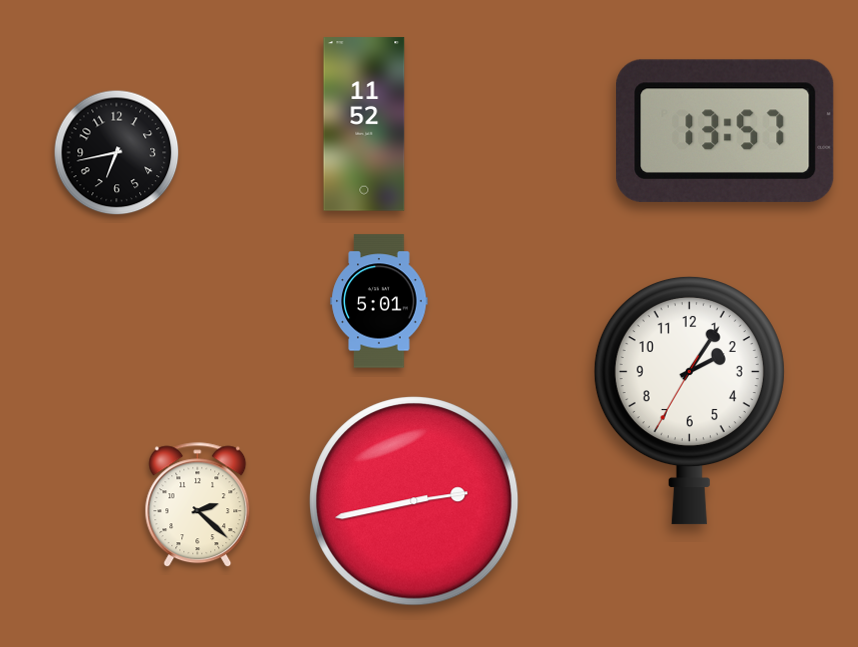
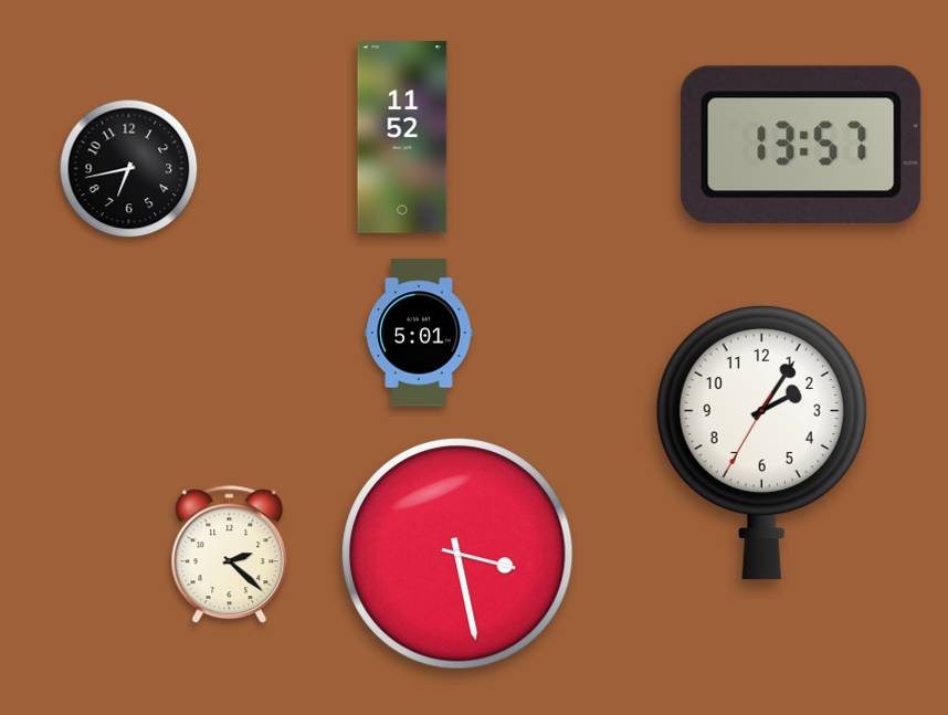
clock at (414, 501): 2:43 -> 3:28
clock at (198, 505) position: (198, 505) -> (230, 555)
